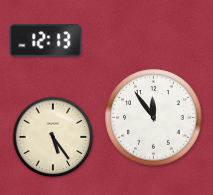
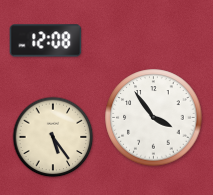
clock at (46, 41): 12:13 -> 12:08
clock at (154, 118): 11:54 -> 3:54
